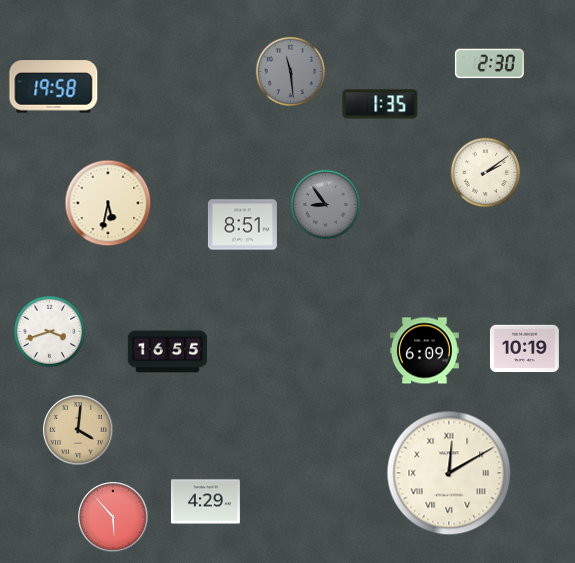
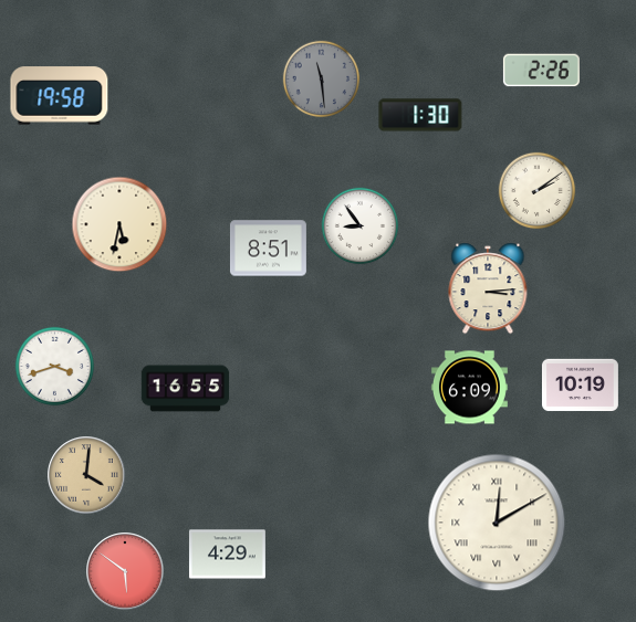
clock at (489, 64): 2:30 -> 2:26
clock at (380, 104): 1:35 -> 1:30
clock at (326, 205) dial: grey -> white
clock at (488, 288): none -> 3:14
clock at (113, 517): 5:53 -> 5:51
